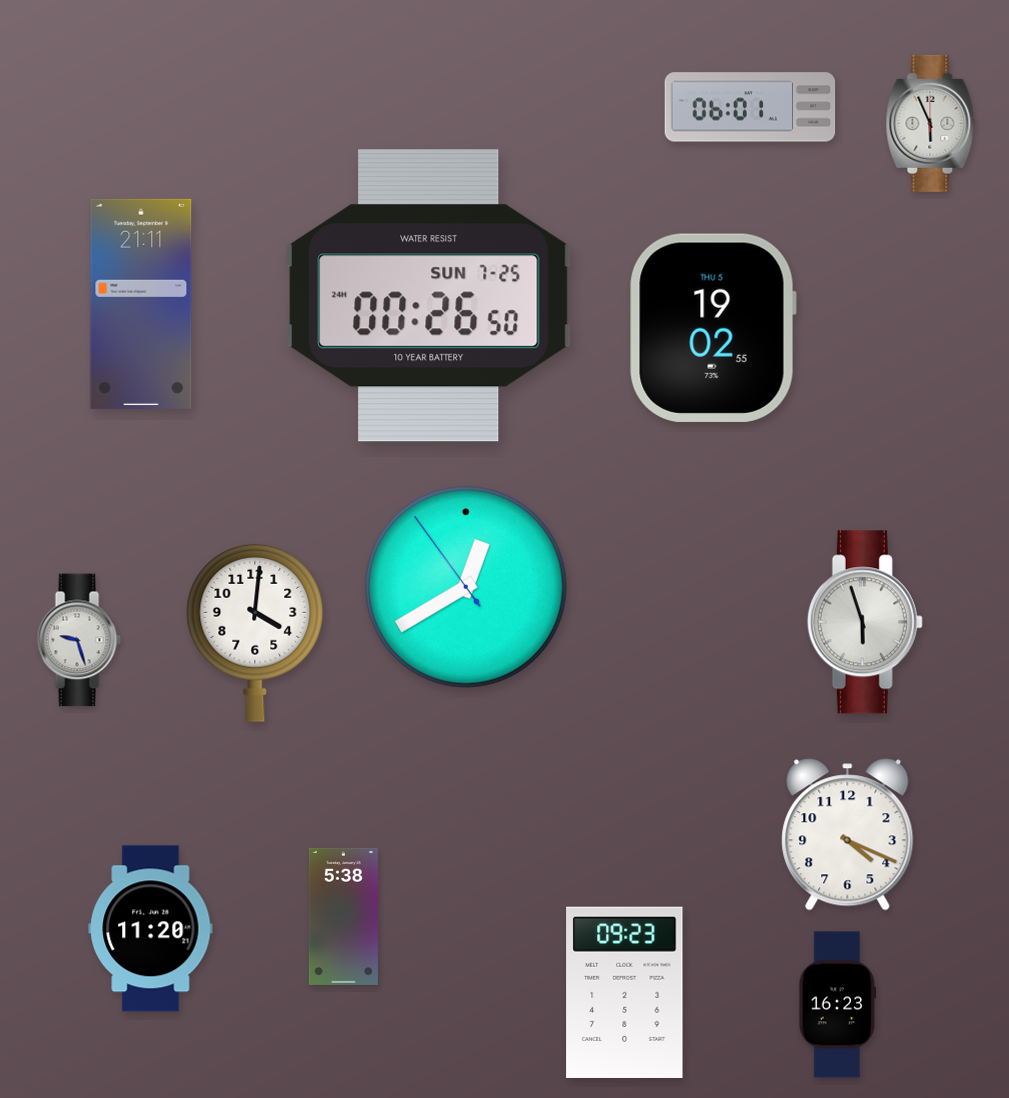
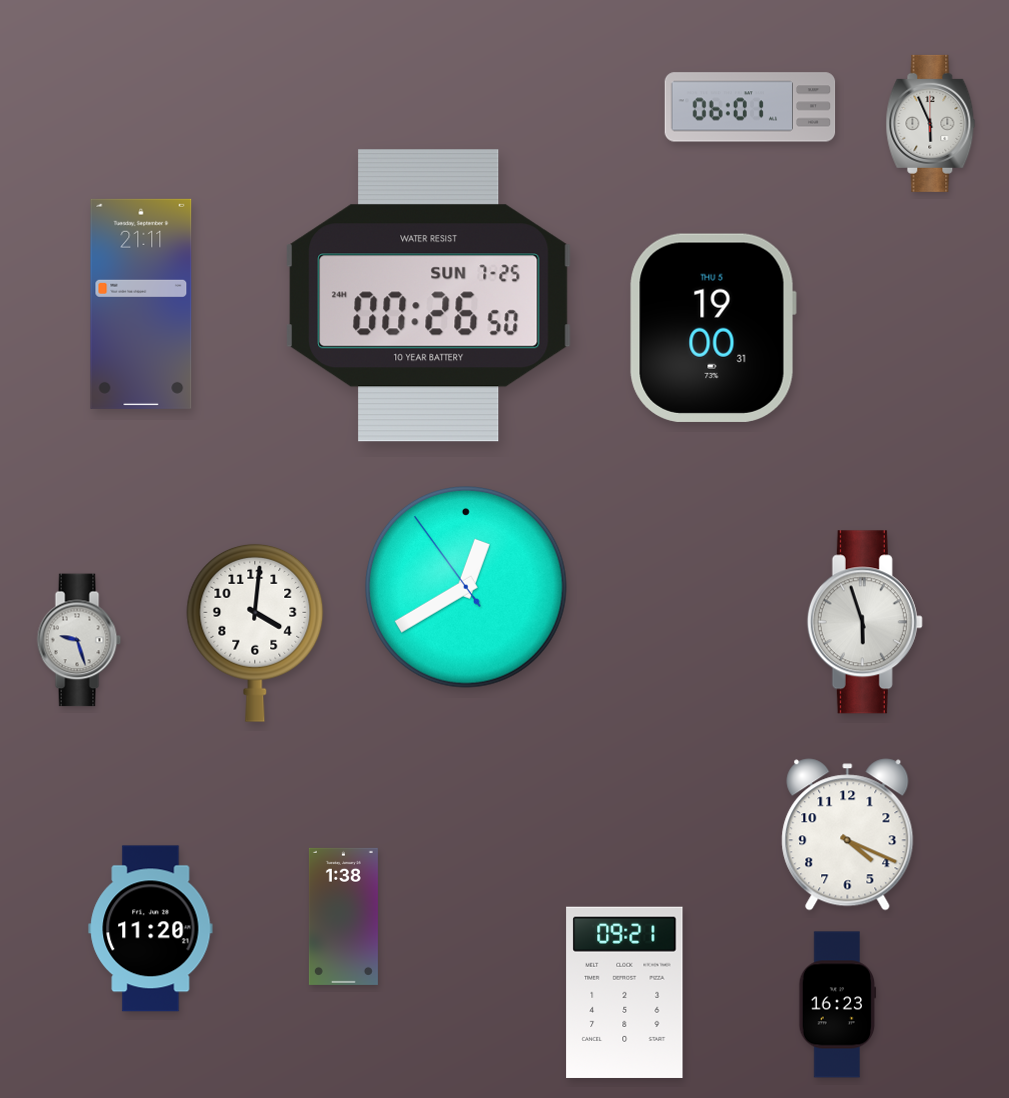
clock at (713, 328): 19:02 -> 19:00
clock at (343, 916): 5:38 -> 1:38
clock at (625, 992): 09:23 -> 09:21
